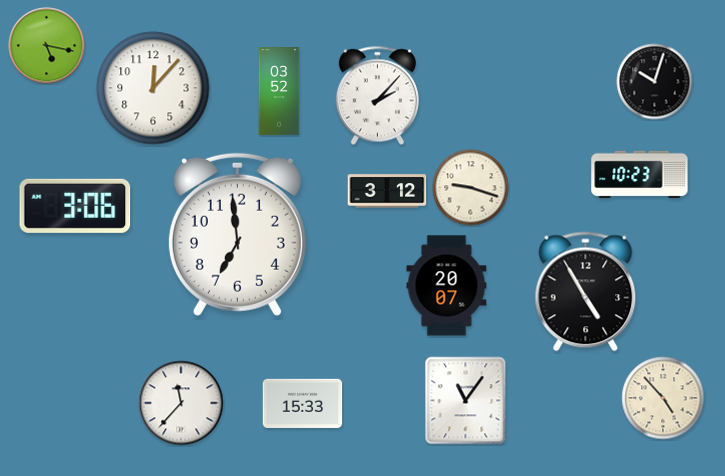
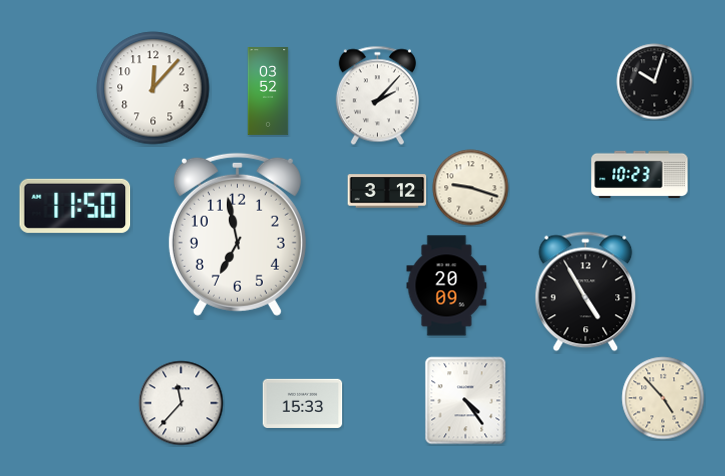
clock at (47, 46): 5:17 -> none
clock at (279, 92) position: (279, 92) -> (268, 92)
clock at (75, 206): 3:06 -> 11:50
clock at (237, 234): 6:59 -> 6:58
clock at (447, 286): 20:07 -> 20:09
clock at (466, 401): 11:06 -> 4:24
